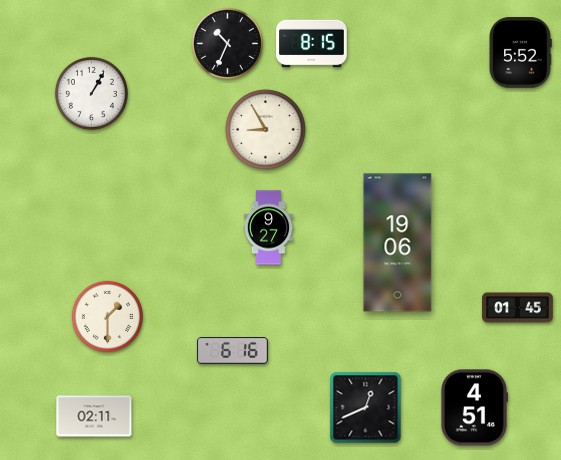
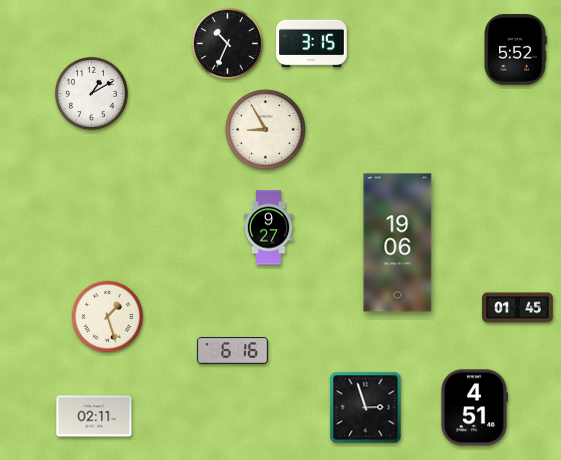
clock at (312, 44): 8:15 -> 3:15
clock at (520, 53) position: (520, 53) -> (515, 50)
clock at (91, 93): 1:05 -> 1:10
clock at (107, 316): 1:30 -> 1:27
clock at (366, 408): 12:41 -> 2:57
